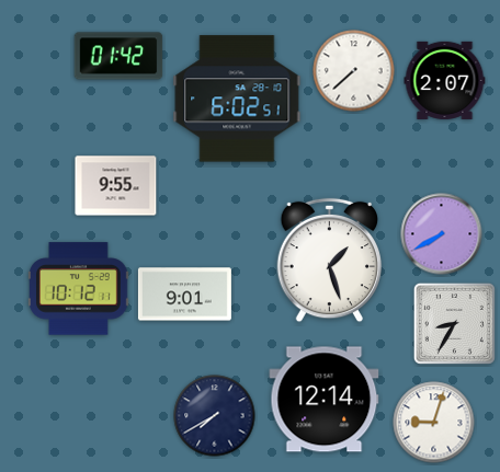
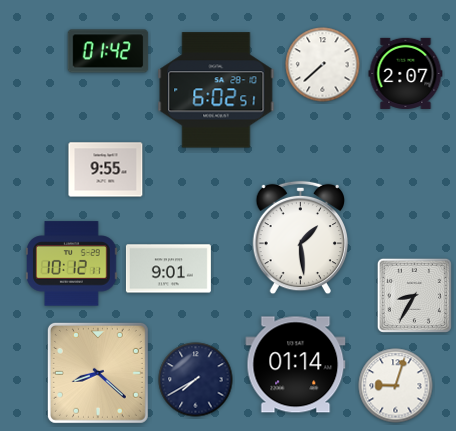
clock at (442, 234): 7:40 -> none
clock at (330, 261): 1:27 -> 1:29
clock at (325, 400): 12:14 -> 01:14
clock at (98, 373): none -> 8:22
